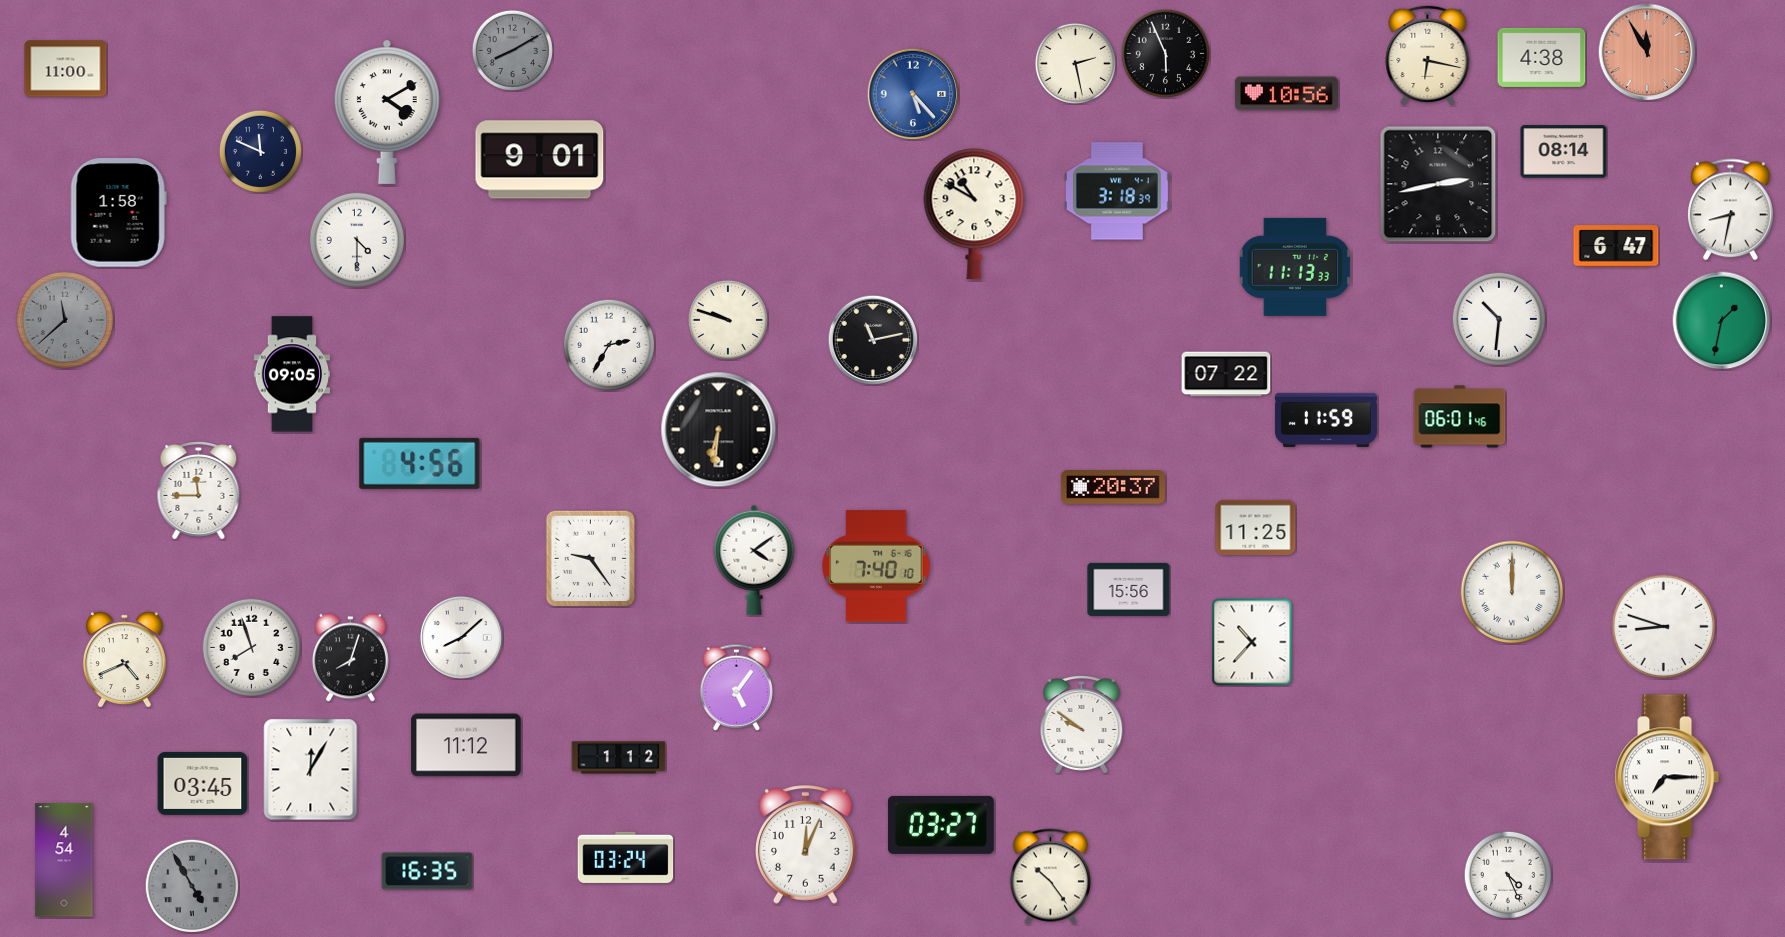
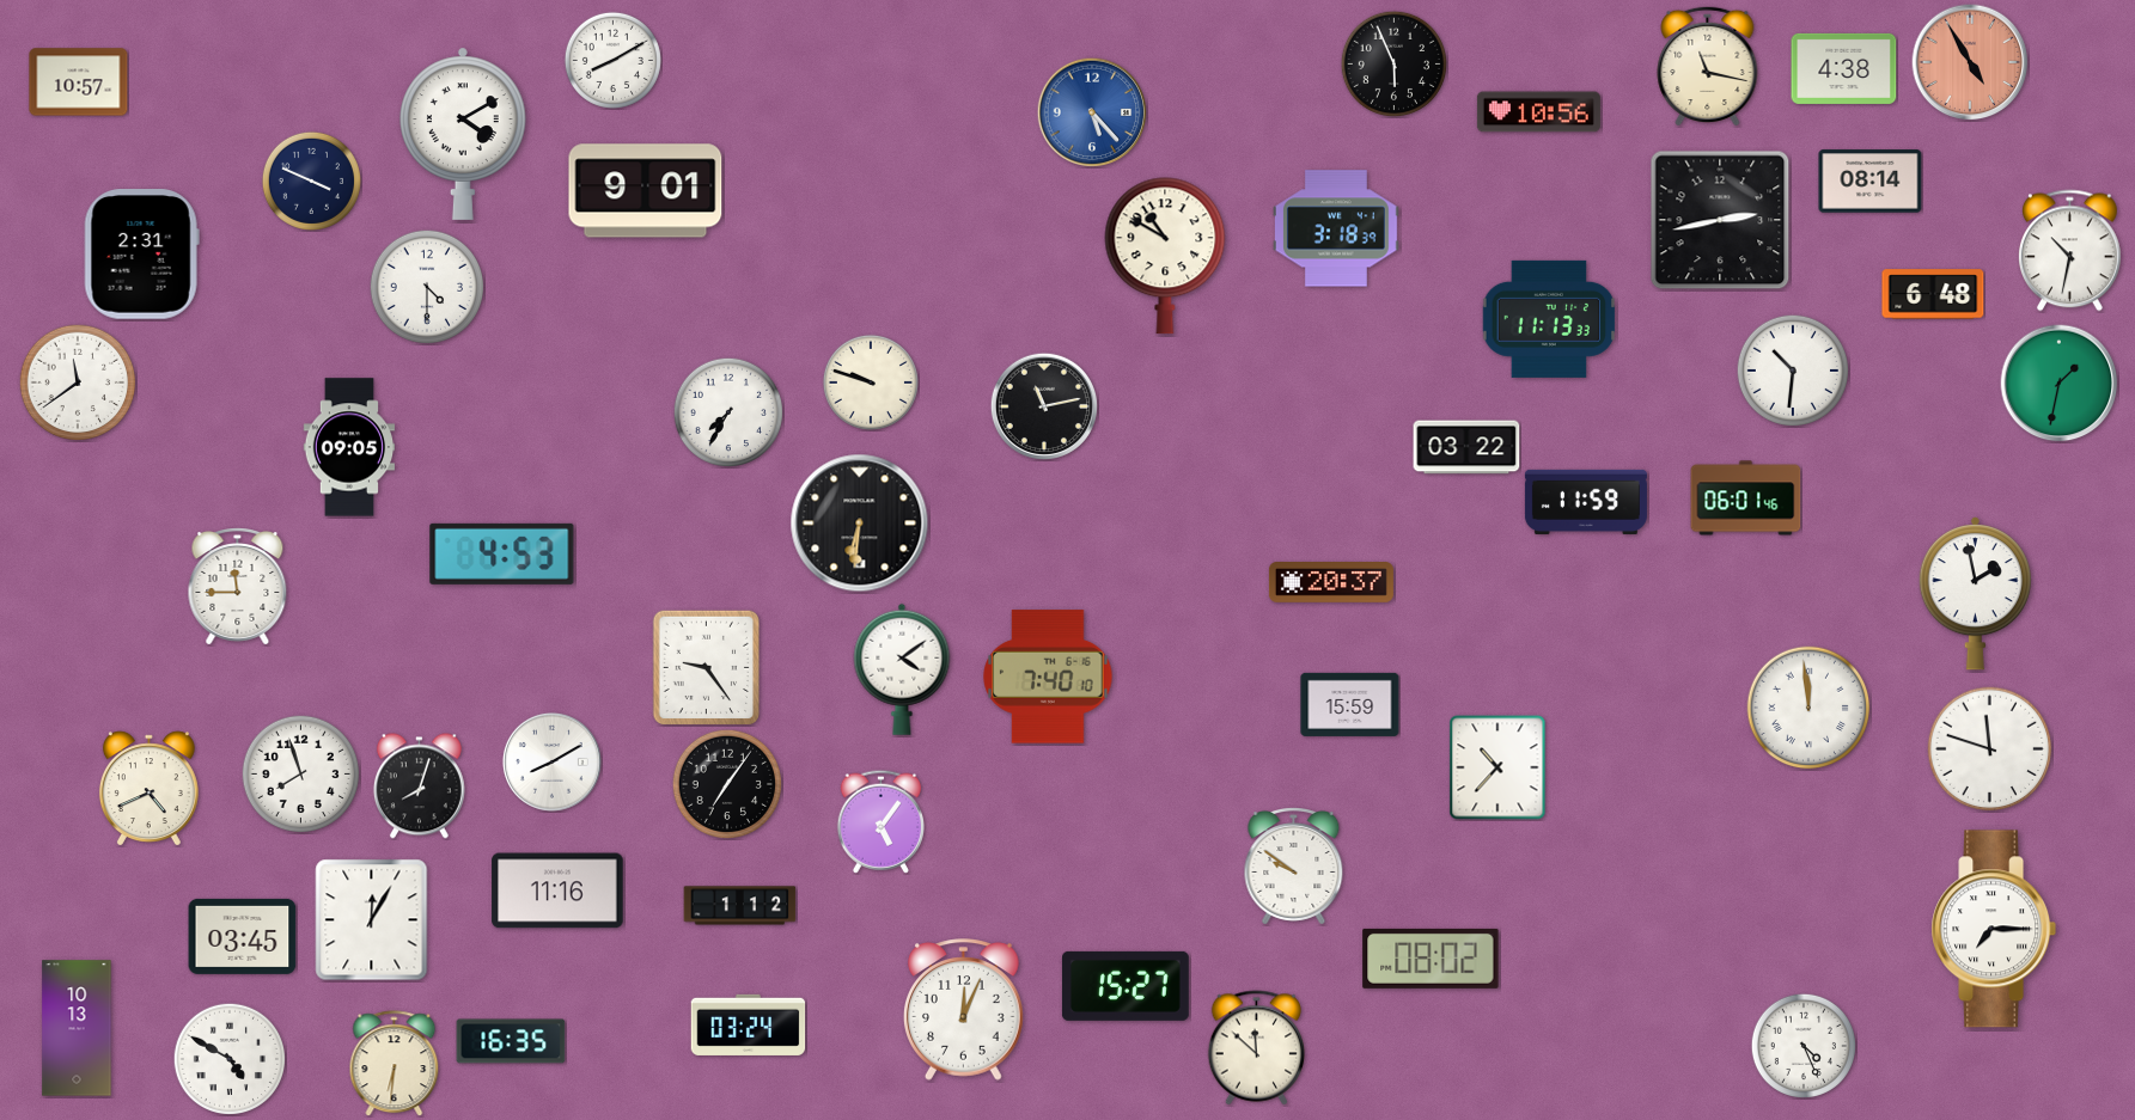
clock at (512, 50) dial: grey -> white
clock at (1647, 52): 11:55 -> 4:55
clock at (1428, 55): 6:17 -> 11:17
clock at (1075, 63): 2:28 -> none
clock at (66, 69): 11:00 -> 10:57
clock at (260, 151): 11:49 -> 3:49
clock at (1730, 210): 8:32 -> 10:32
clock at (118, 213): 1:58 -> 2:31
clock at (1616, 246): 6:47 -> 6:48
clock at (1498, 318) position: (1498, 318) -> (1792, 369)
clock at (65, 320): 11:38 -> 11:39
clock at (65, 320) dial: grey -> white
clock at (608, 344): 2:35 -> 7:35
clock at (1226, 374): 07:22 -> 03:22
clock at (719, 430) position: (719, 430) -> (860, 524)
clock at (420, 463): 4:56 -> 4:53
clock at (1975, 593): none -> 1:58
clock at (1256, 527): 11:25 -> none
clock at (1129, 589): 15:56 -> 15:59
clock at (1512, 592): 12:00 -> 11:59
clock at (1664, 627): 8:48 -> 11:48
clock at (461, 637): 8:08 -> 8:10
clock at (726, 783): none -> 7:06
clock at (466, 745): 11:12 -> 11:16
clock at (1431, 959): none -> 08:02
clock at (941, 825): 03:27 -> 15:27
clock at (64, 860): 4:54 -> 10:13
clock at (1051, 877): 10:24 -> 11:52
clock at (191, 885): 4:55 -> 4:50
clock at (191, 885) dial: grey -> white
clock at (395, 1064): none -> 6:31
